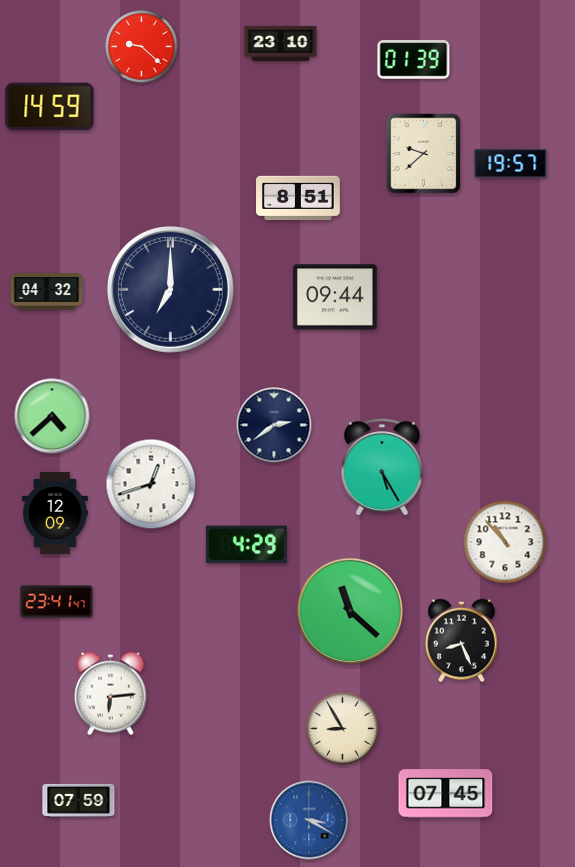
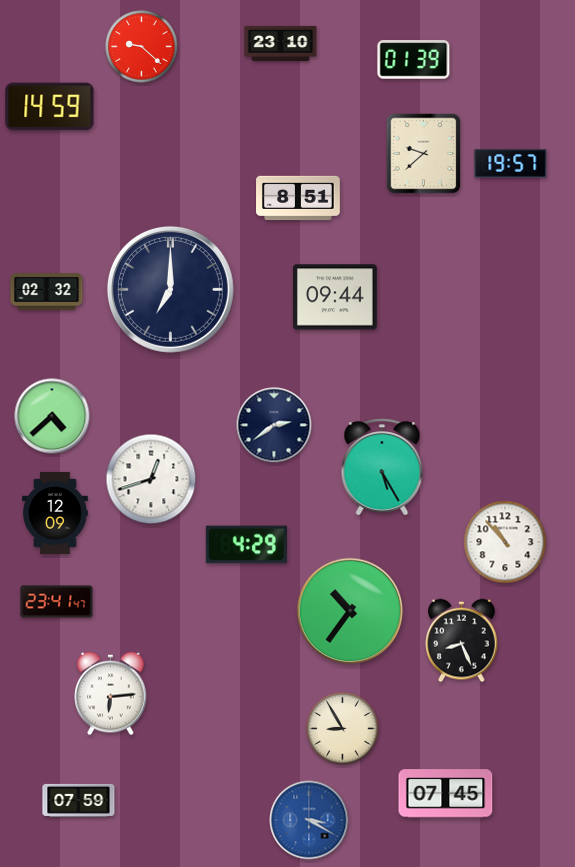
clock at (47, 292): 04:32 -> 02:32
clock at (151, 484) position: (151, 484) -> (151, 479)
clock at (350, 611): 11:22 -> 10:36
